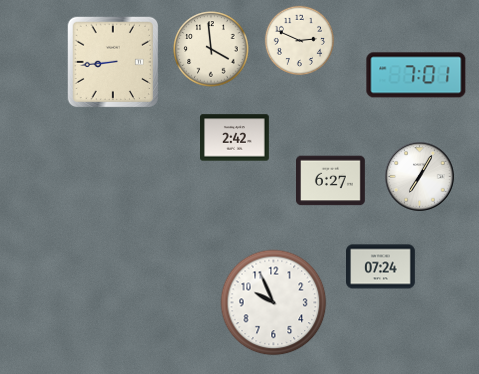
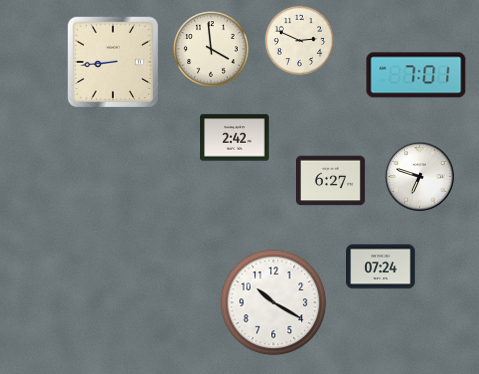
clock at (420, 177): 7:05 -> 6:48
clock at (274, 303): 9:56 -> 10:20
